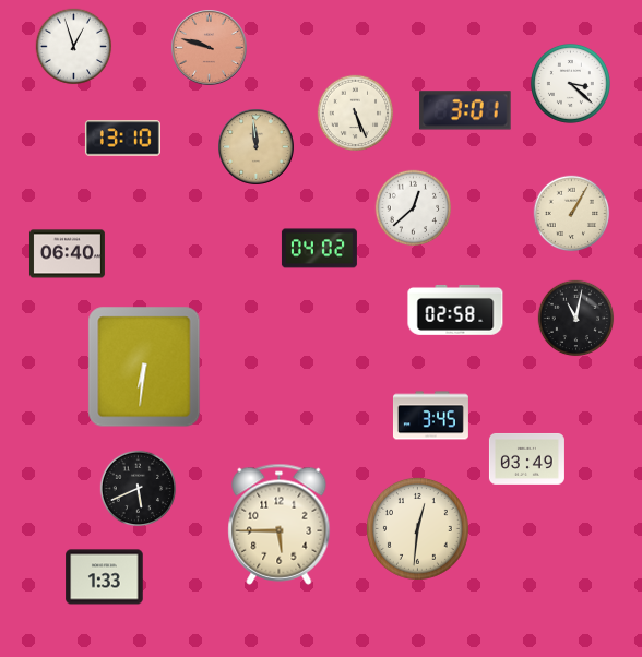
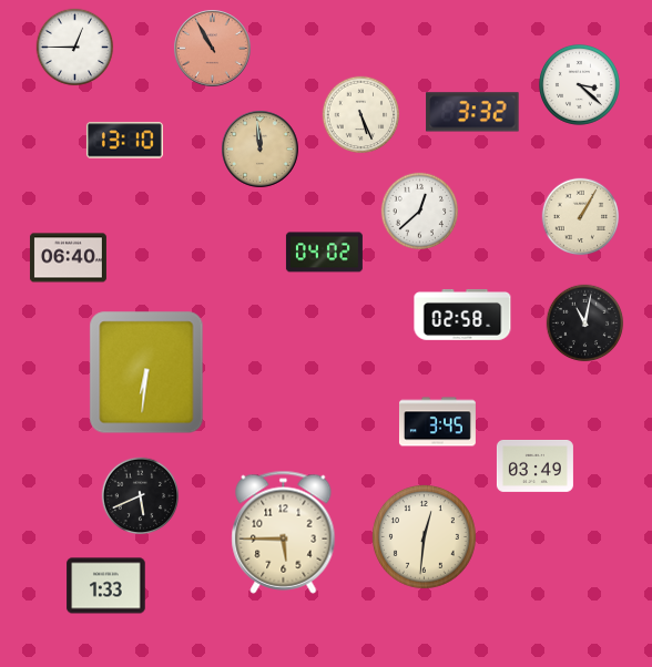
clock at (74, 47): 12:57 -> 12:45
clock at (210, 48): 9:48 -> 10:55
clock at (465, 110): 3:01 -> 3:32
